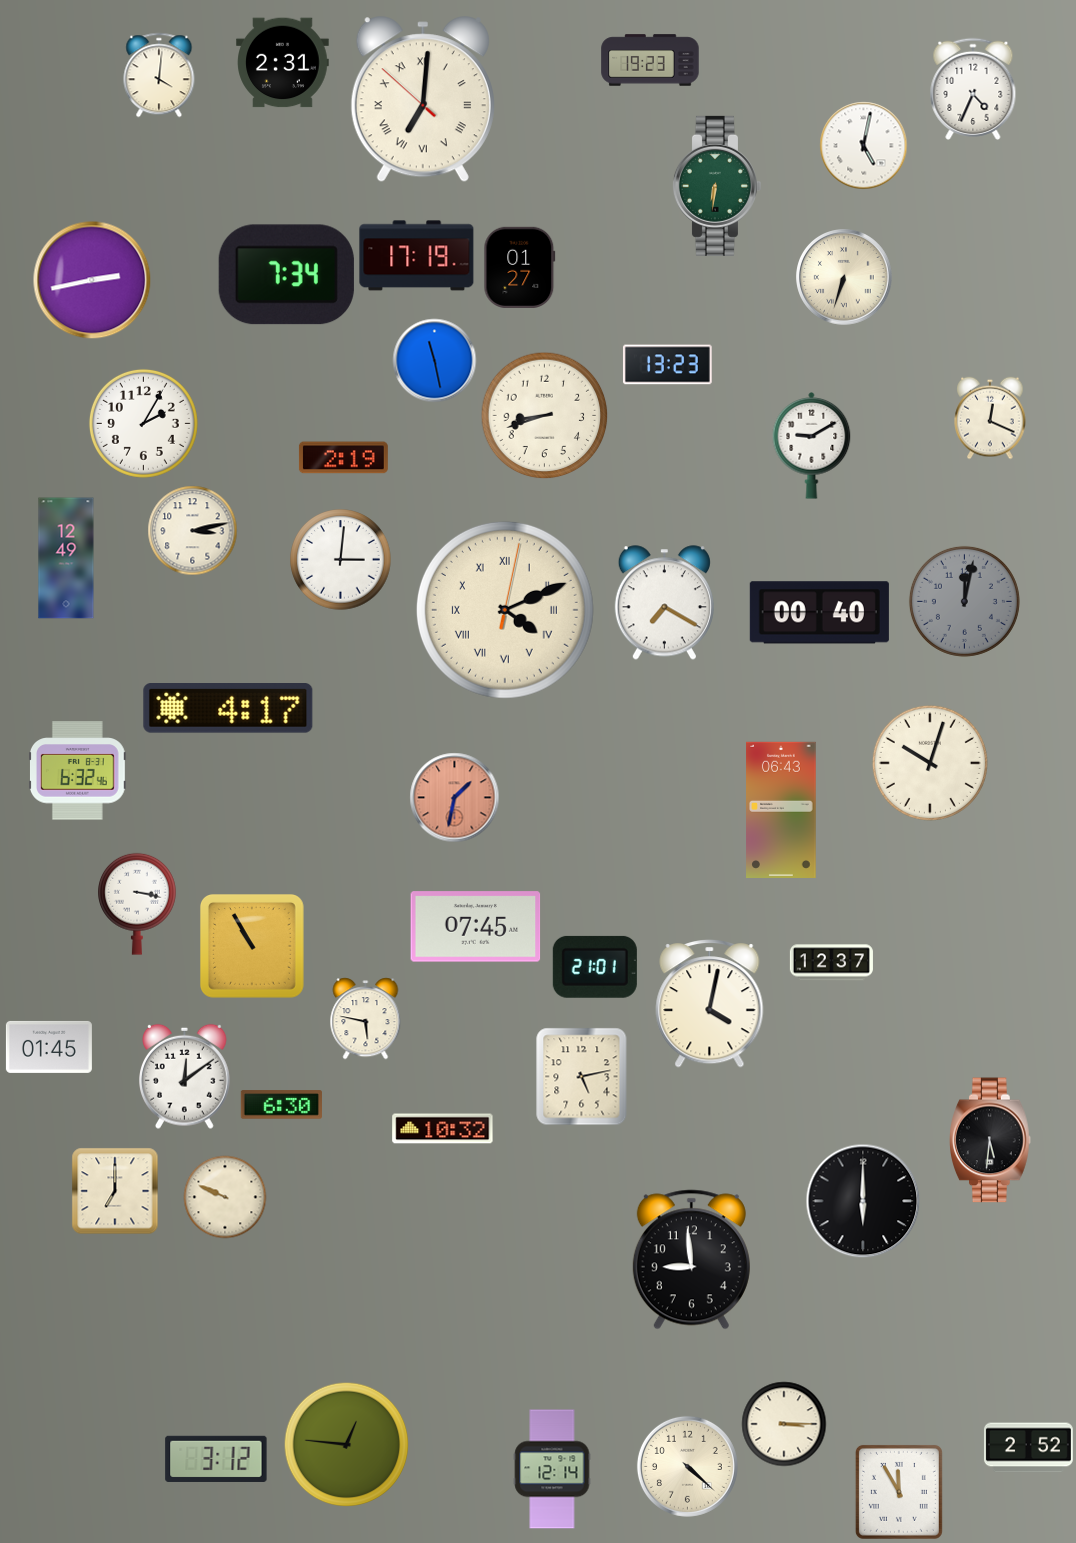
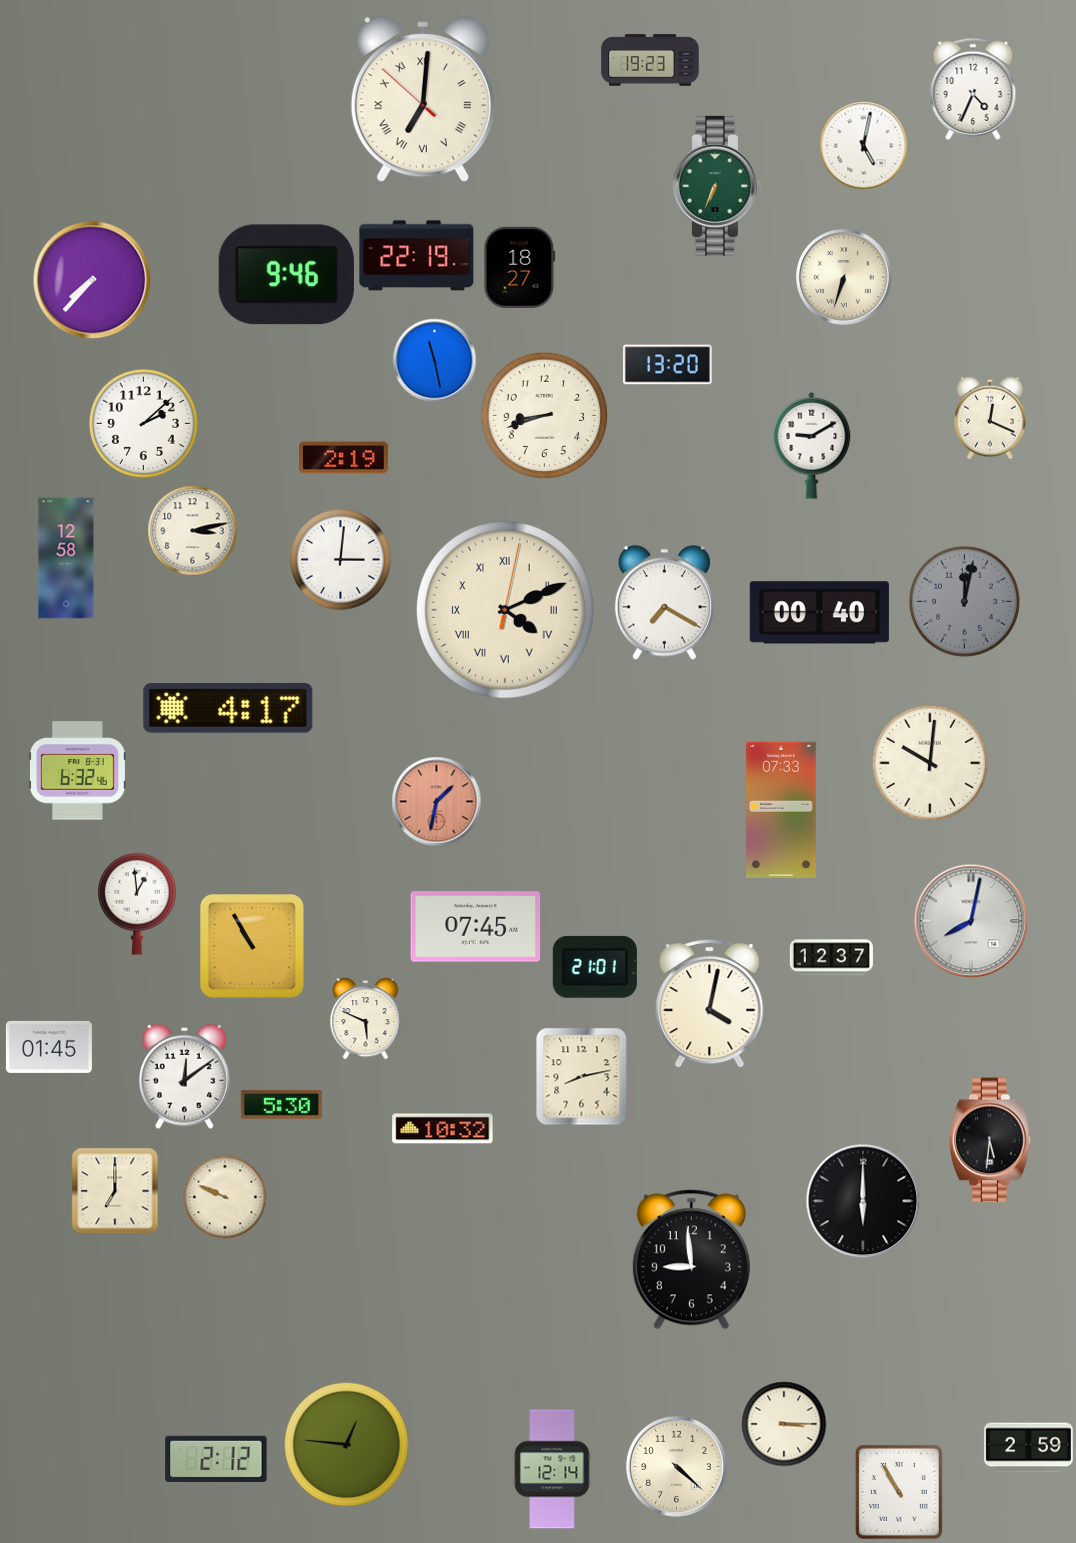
clock at (283, 63): 2:31 -> none
clock at (159, 75): 4:01 -> none
clock at (716, 186): 6:31 -> 6:34
clock at (417, 256): 17:19 -> 22:19
clock at (520, 267): 01:27 -> 18:27
clock at (286, 275): 7:34 -> 9:46
clock at (92, 280): 2:43 -> 7:37
clock at (667, 365): 13:23 -> 13:20
clock at (143, 423): 2:05 -> 2:08
clock at (66, 558): 12:49 -> 12:58
clock at (930, 763): 10:03 -> 10:01
clock at (454, 797) position: (454, 797) -> (436, 801)
clock at (781, 810): 06:43 -> 07:33
clock at (138, 904): 3:17 -> 12:59
clock at (971, 921): none -> 8:02
clock at (831, 963) position: (831, 963) -> (831, 958)
clock at (366, 1018): 5:47 -> 5:49
clock at (582, 1076): 5:13 -> 8:13
clock at (281, 1105): 6:30 -> 5:30
clock at (1028, 1448): 2:52 -> 2:59
clock at (216, 1459): 3:12 -> 2:12
clock at (687, 1466) position: (687, 1466) -> (676, 1466)
clock at (899, 1492): 11:55 -> 10:55
